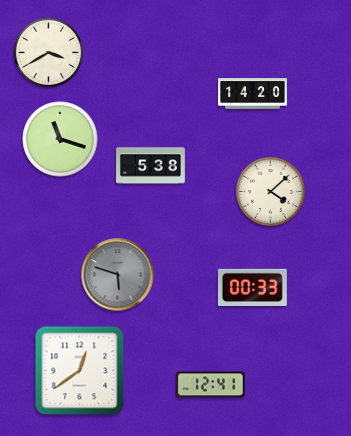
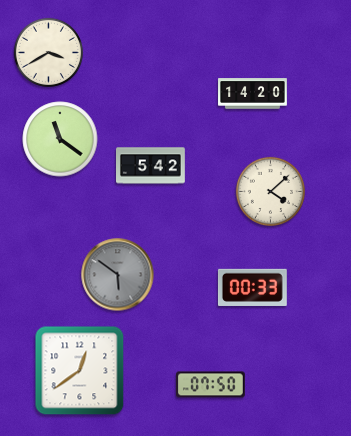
clock at (60, 139): 11:18 -> 11:21
clock at (151, 166): 5:38 -> 5:42
clock at (118, 275): 5:48 -> 5:51
clock at (211, 385): 12:41 -> 07:50
